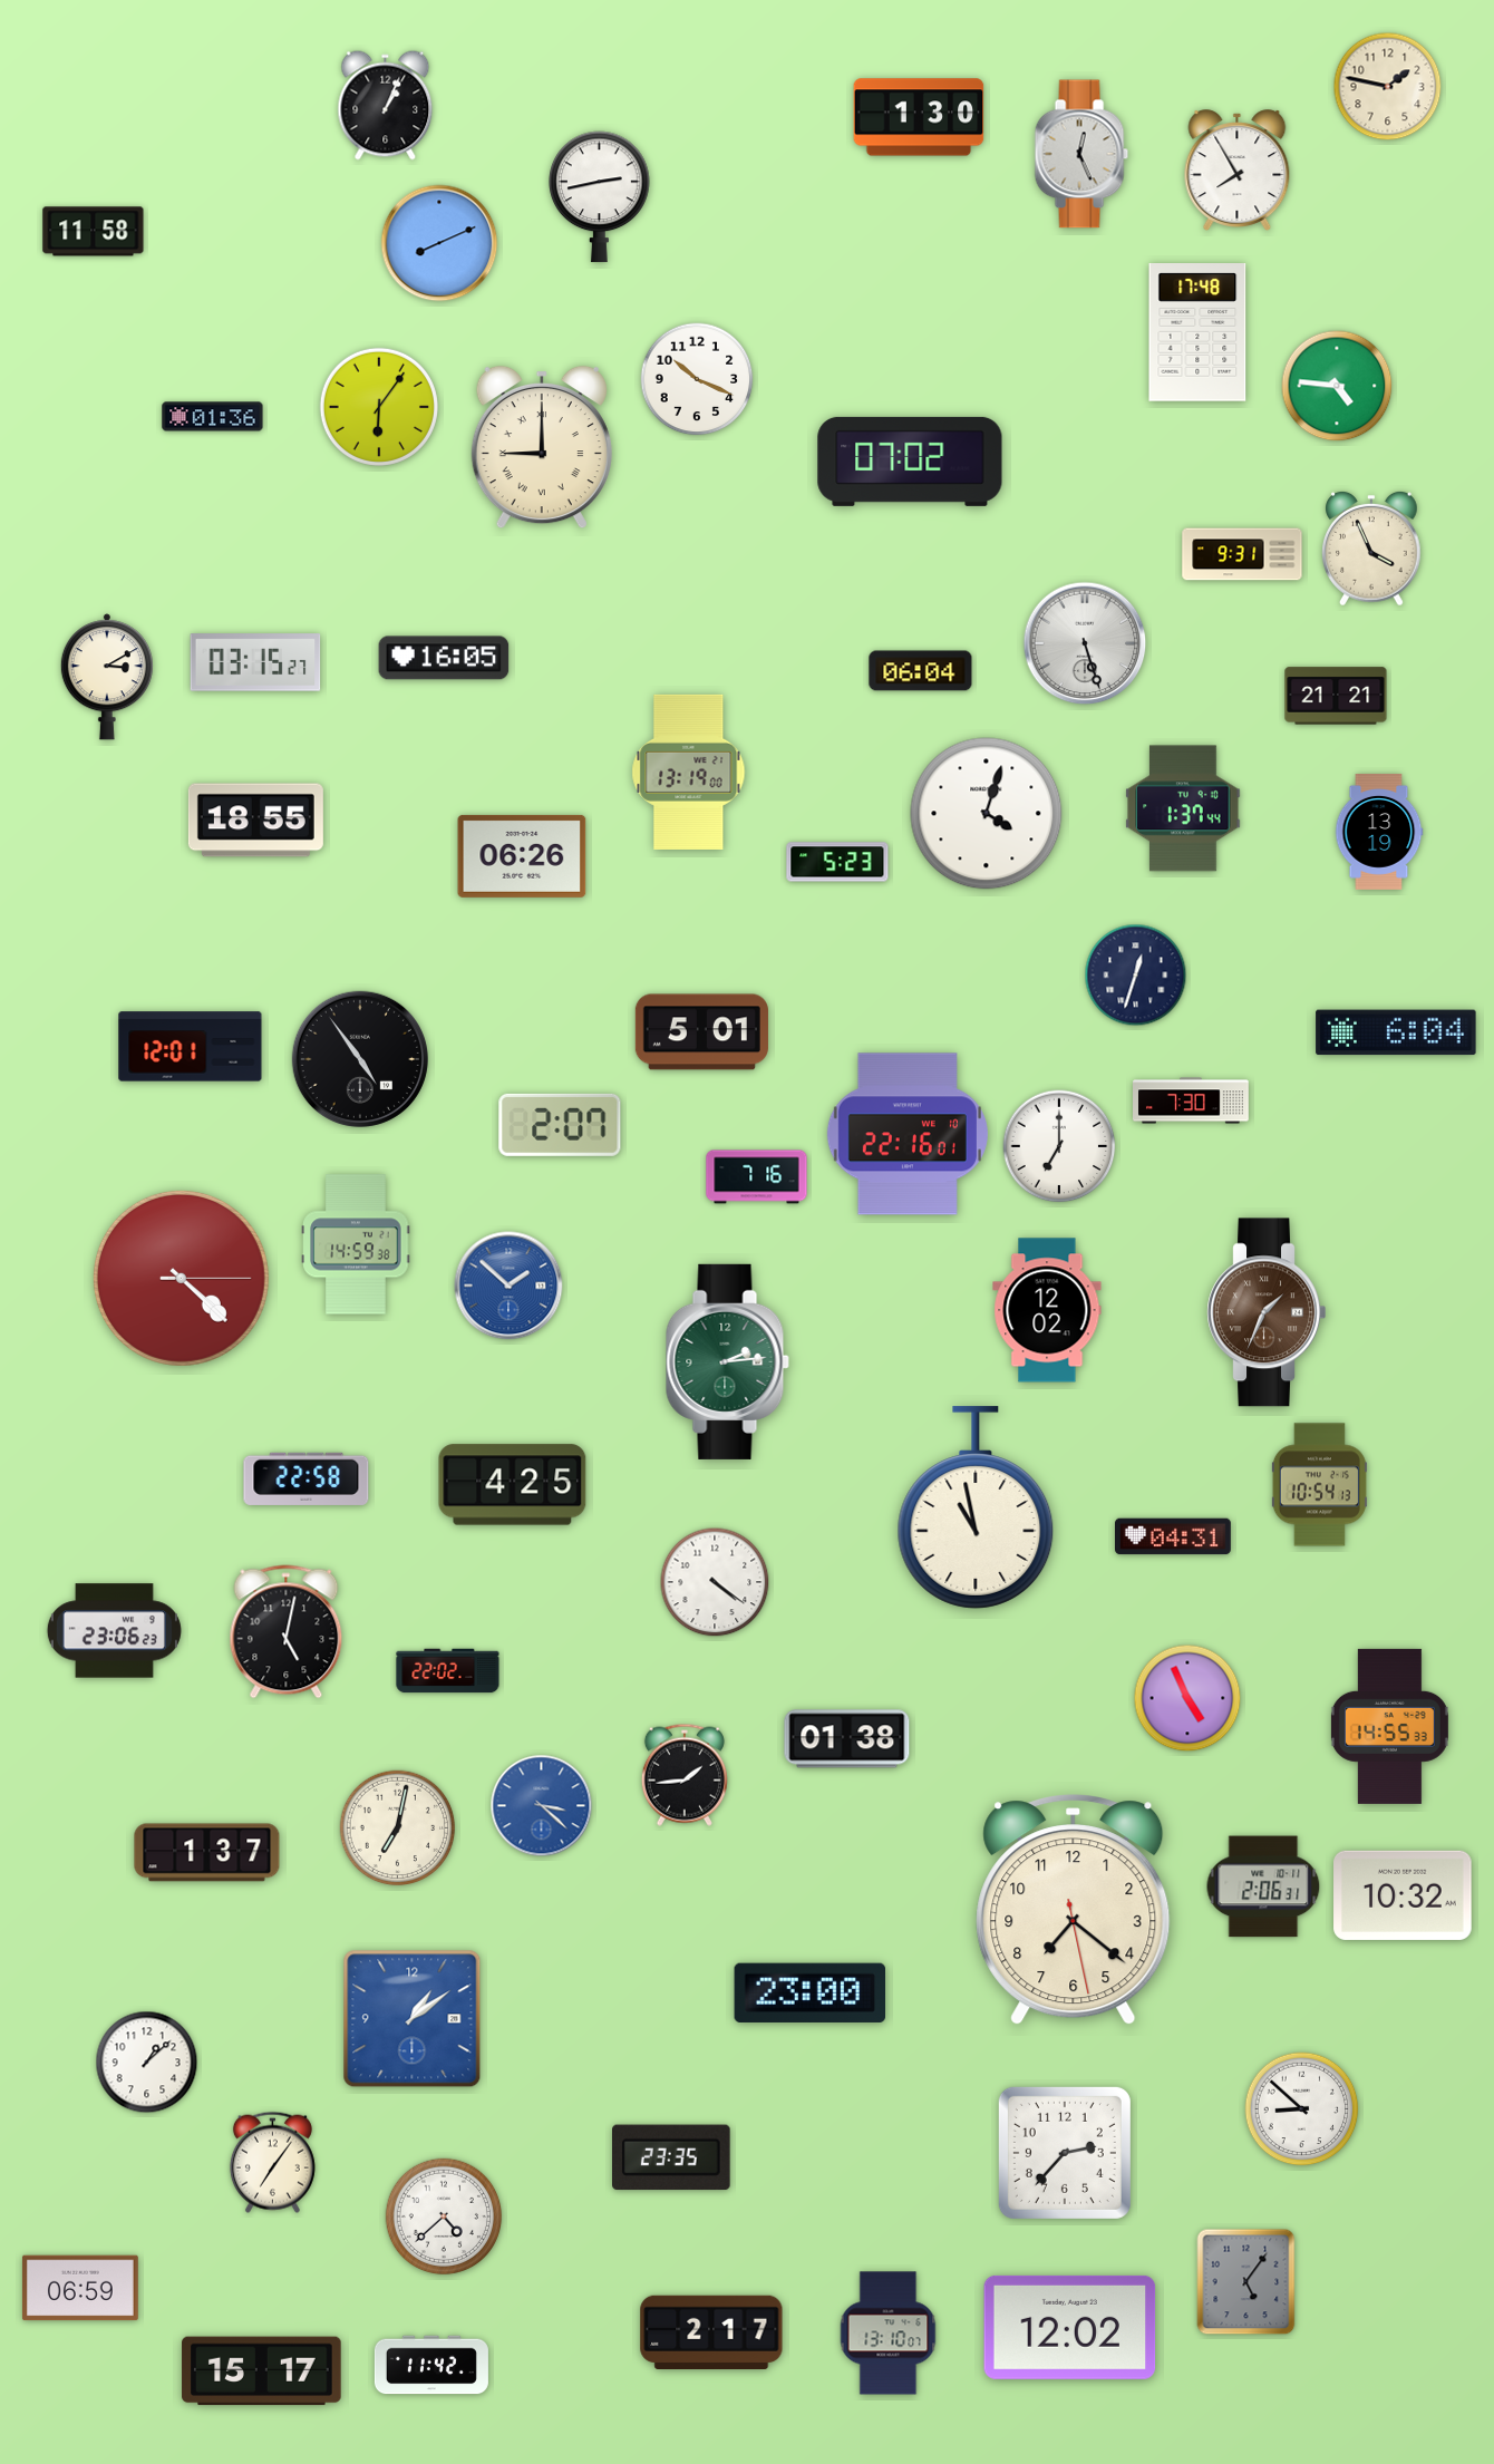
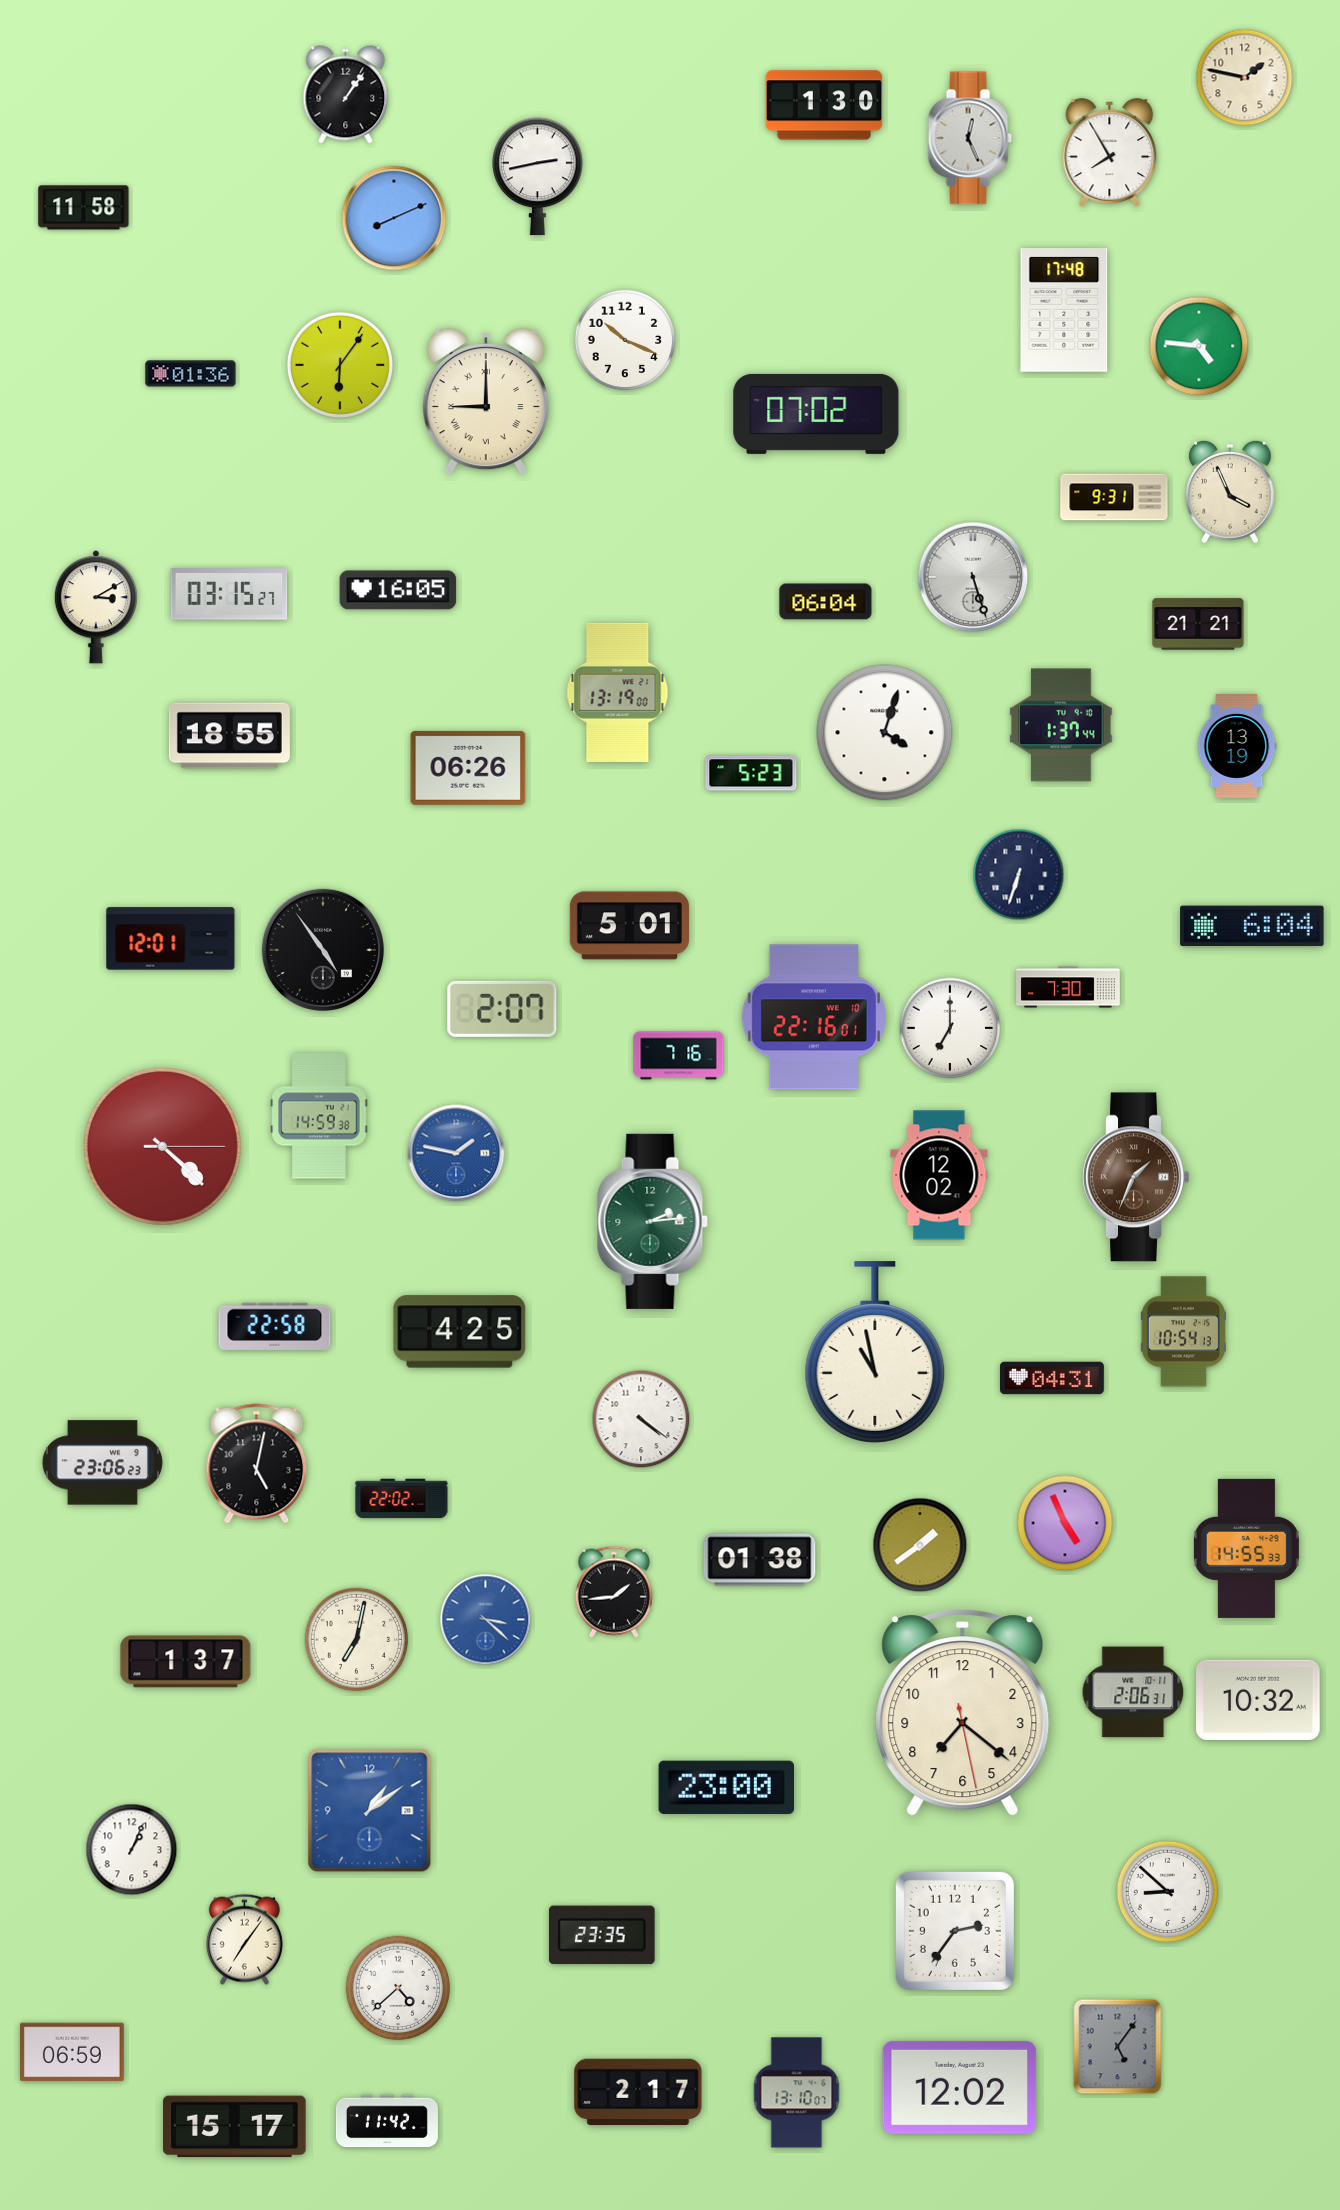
clock at (386, 106): 1:04 -> 1:06
clock at (1197, 333) position: (1197, 333) -> (1064, 311)
clock at (987, 814) position: (987, 814) -> (885, 733)
clock at (1136, 976): 12:33 -> 6:33
clock at (508, 1286): 1:52 -> 1:47
clock at (920, 1545): none -> 1:39
clock at (147, 2063): 1:08 -> 1:04
clock at (1065, 2153): 2:37 -> 2:36
